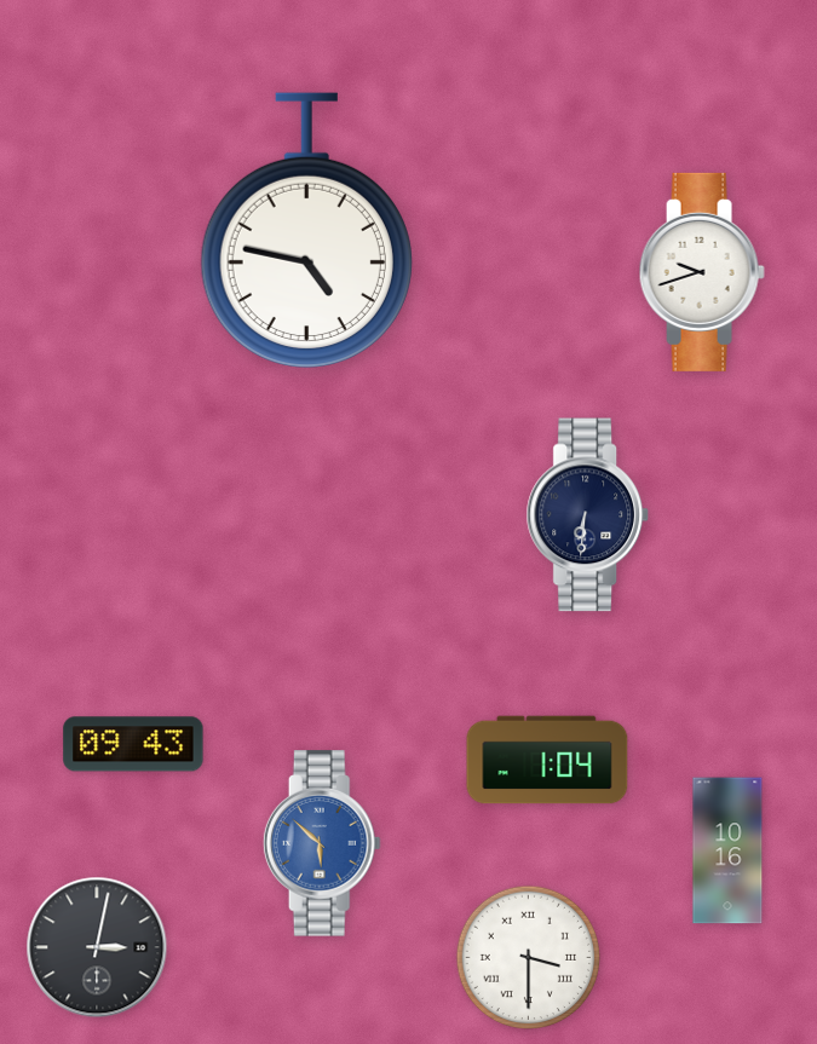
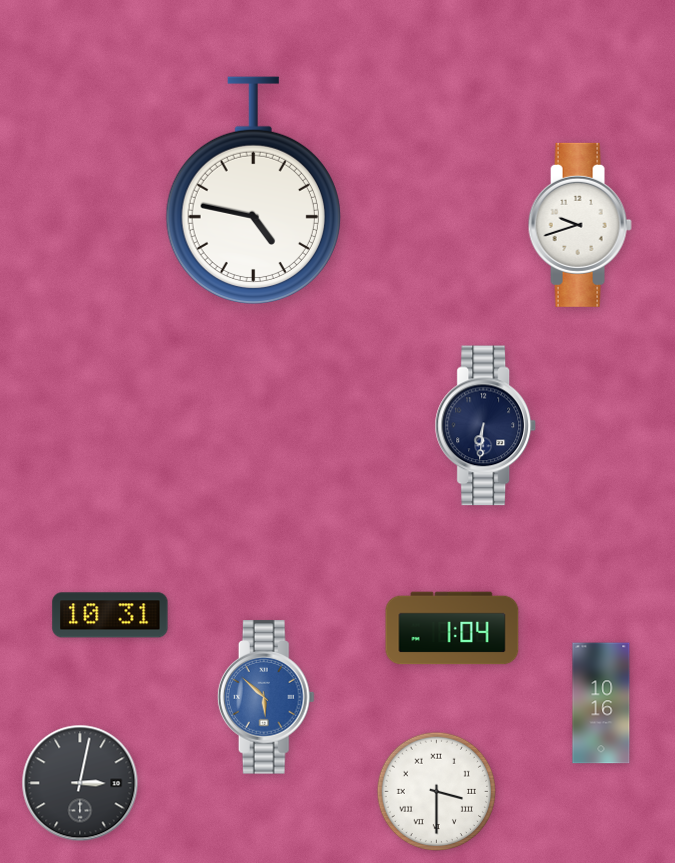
clock at (133, 744): 09:43 -> 10:31
